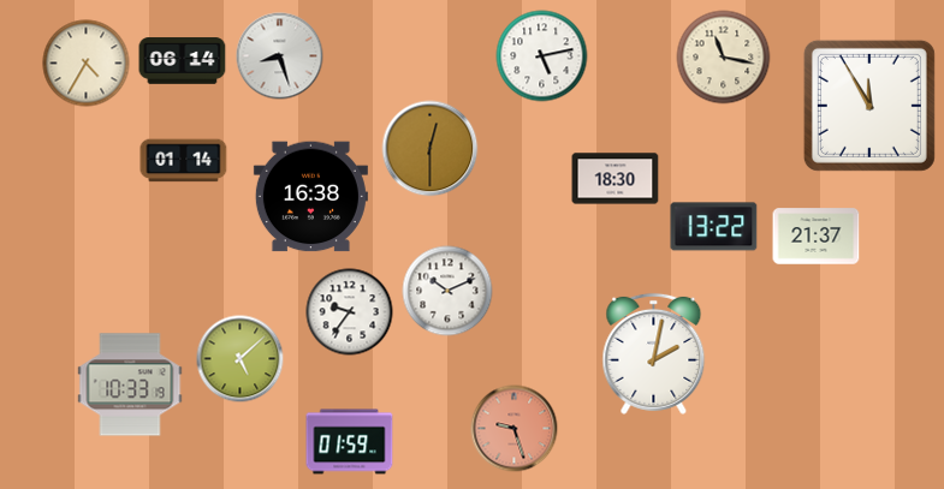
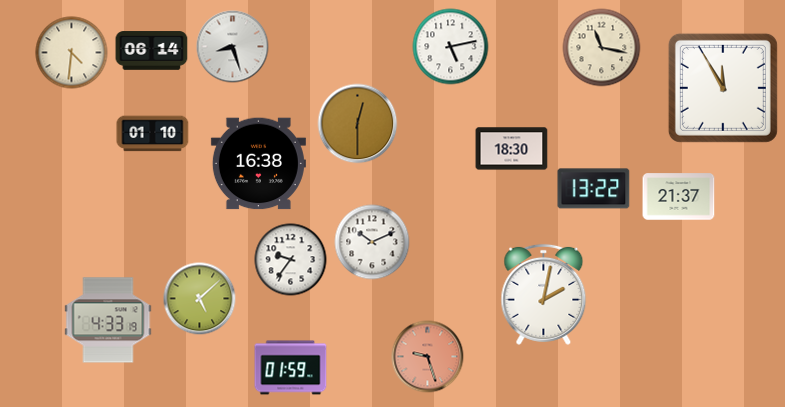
clock at (87, 64): 4:35 -> 4:31
clock at (184, 161): 01:14 -> 01:10
clock at (130, 384): 10:33 -> 4:33
